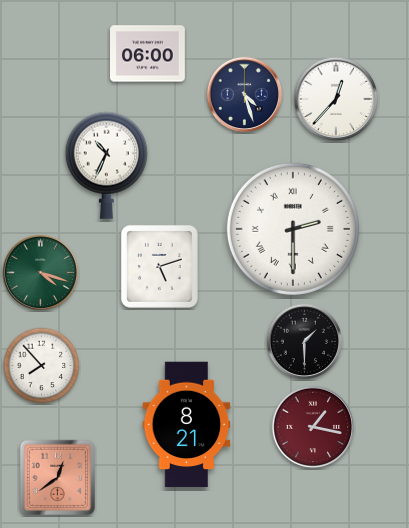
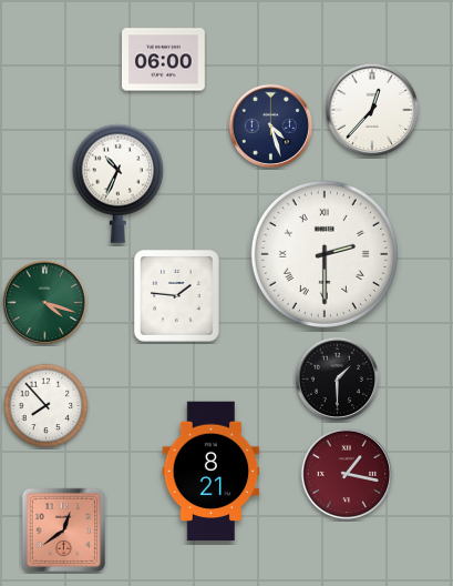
clock at (244, 94) position: (244, 94) -> (270, 125)
clock at (159, 266): 5:12 -> 1:46
clock at (187, 425) position: (187, 425) -> (212, 472)
